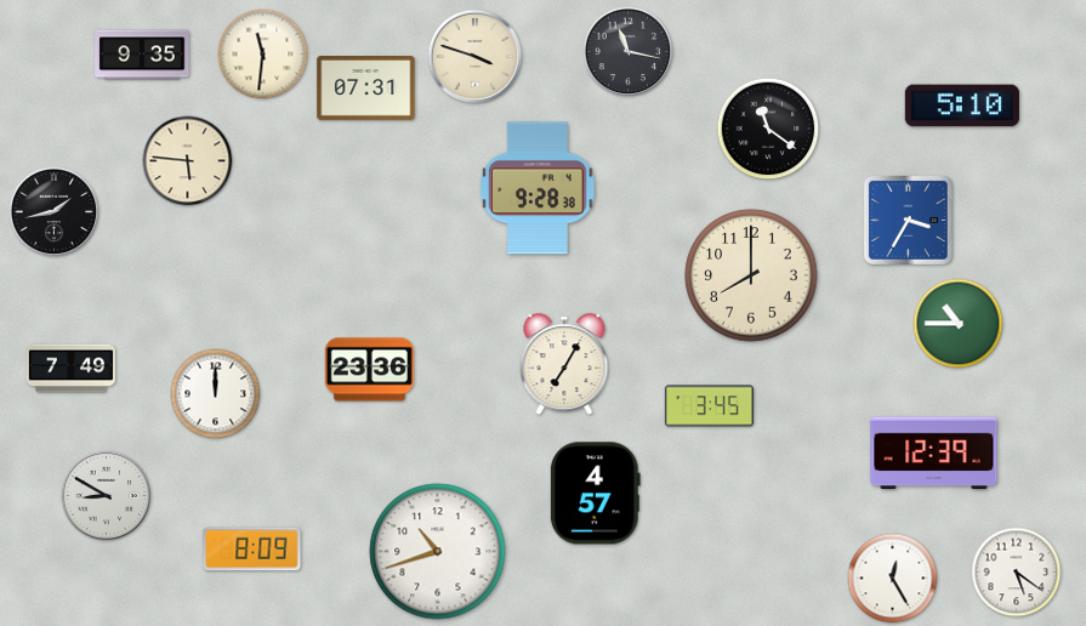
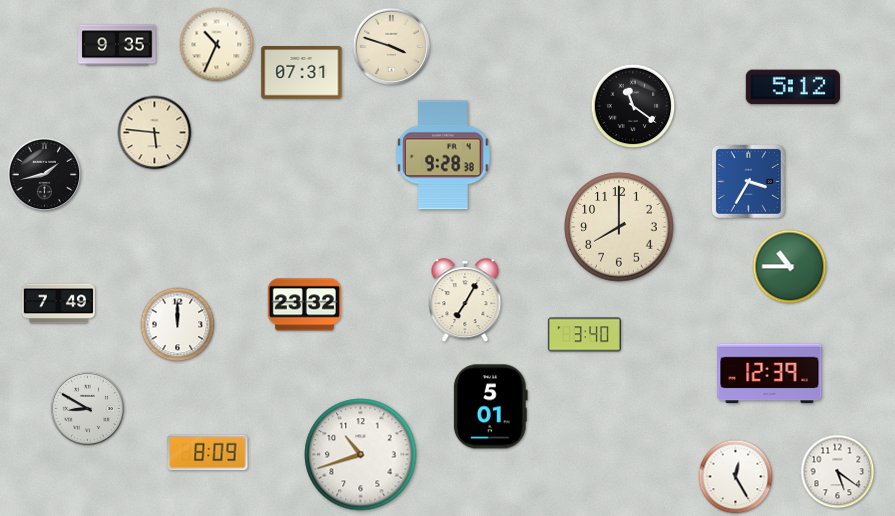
clock at (629, 52): 11:17 -> none
clock at (263, 55): 11:31 -> 10:34
clock at (962, 106): 5:10 -> 5:12
clock at (369, 370): 23:36 -> 23:32
clock at (709, 406): 3:45 -> 3:40
clock at (595, 494): 4:57 -> 5:01
